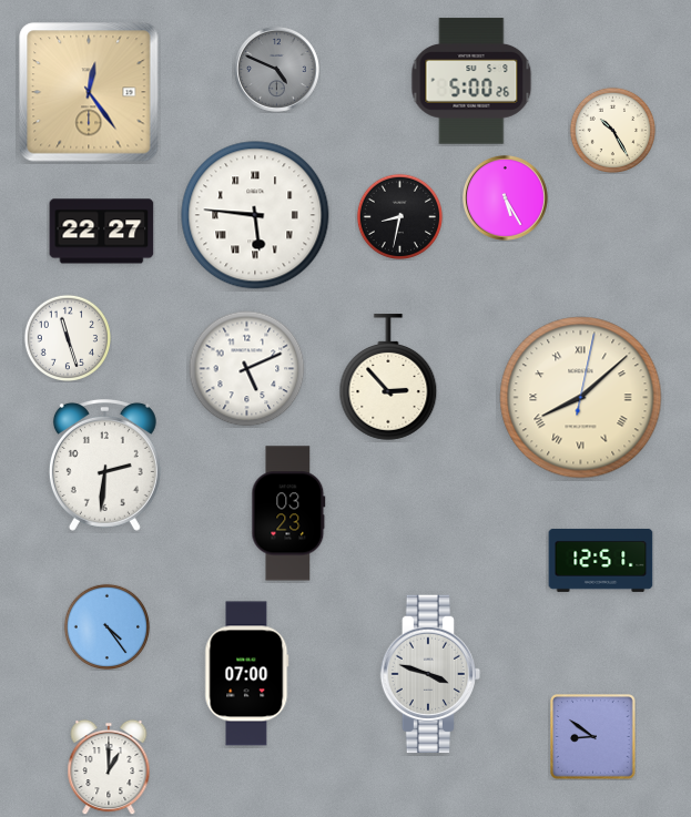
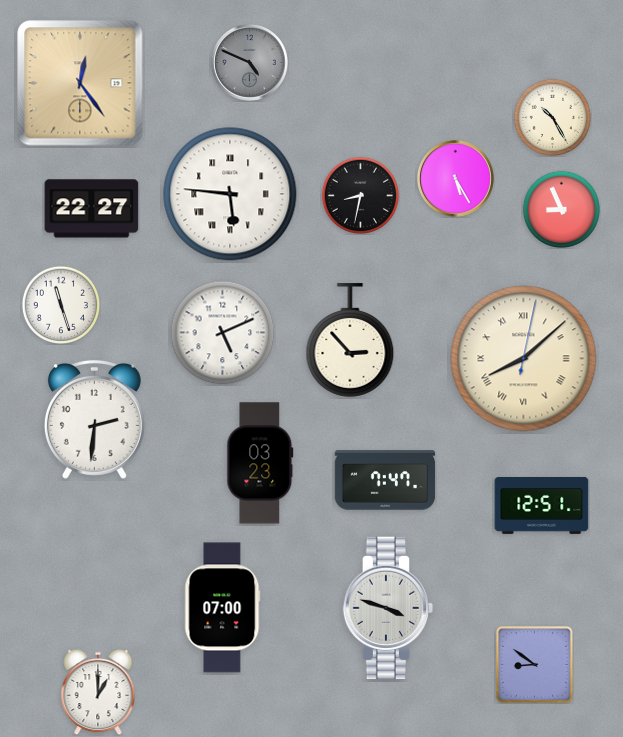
clock at (471, 81): 5:00 -> none
clock at (561, 209): none -> 8:56
clock at (385, 480): none -> 7:47
clock at (106, 626): 4:24 -> none
